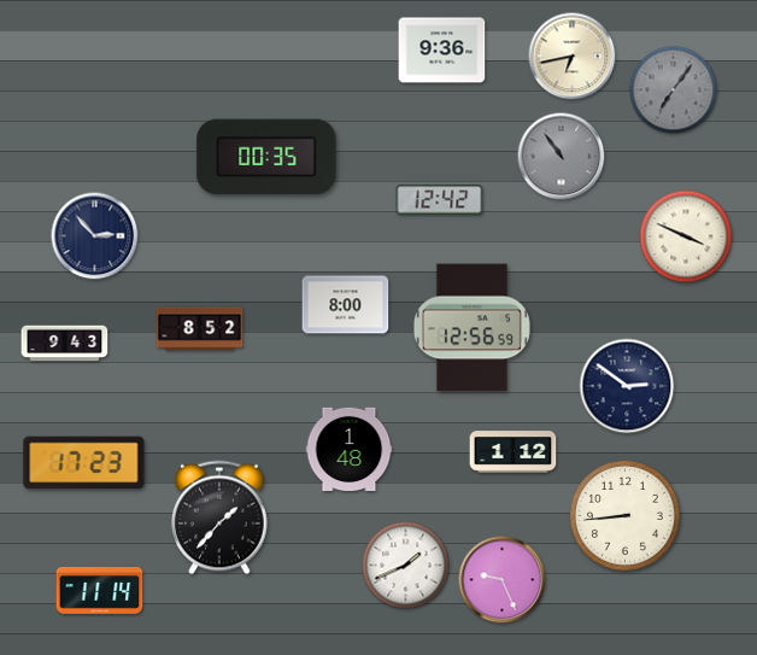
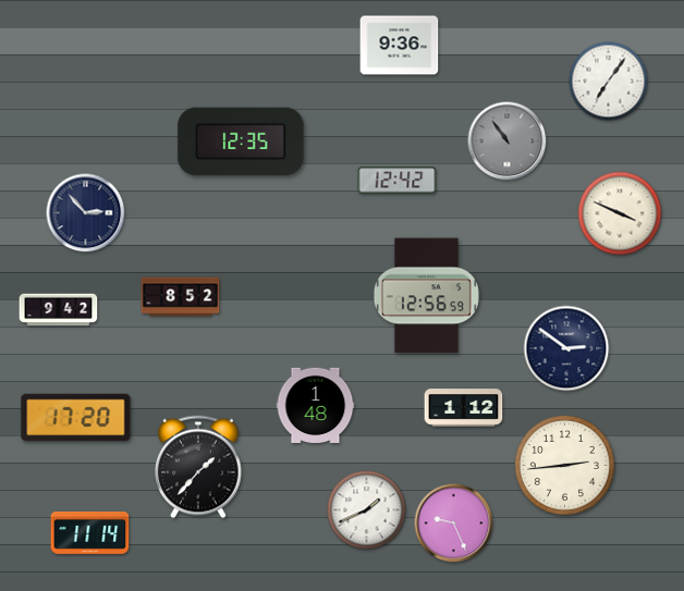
clock at (573, 57): 6:43 -> none
clock at (674, 90) dial: grey -> white
clock at (266, 157): 00:35 -> 12:35
clock at (346, 305): 8:00 -> none
clock at (65, 344): 9:43 -> 9:42
clock at (84, 463): 17:23 -> 17:20
clock at (624, 515): 8:44 -> 2:44
